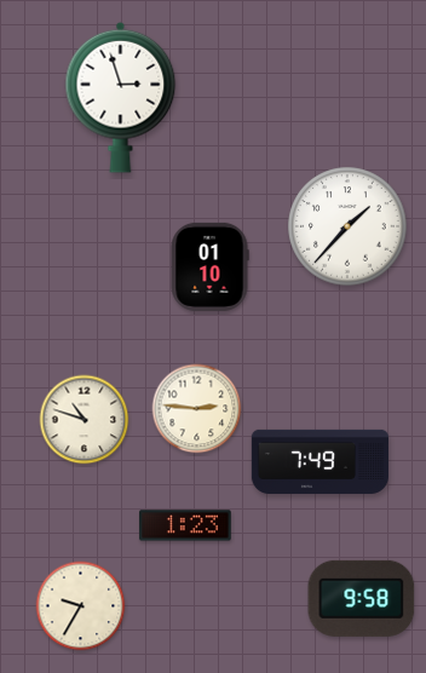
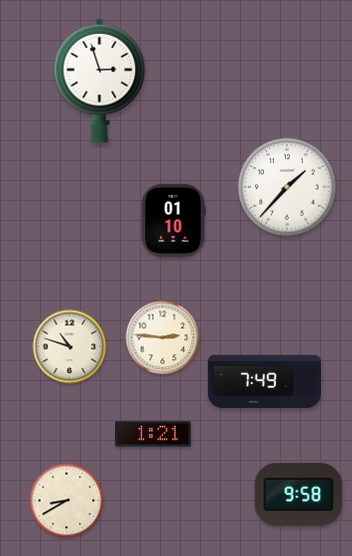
clock at (185, 525): 1:23 -> 1:21
clock at (81, 606): 9:35 -> 8:40
